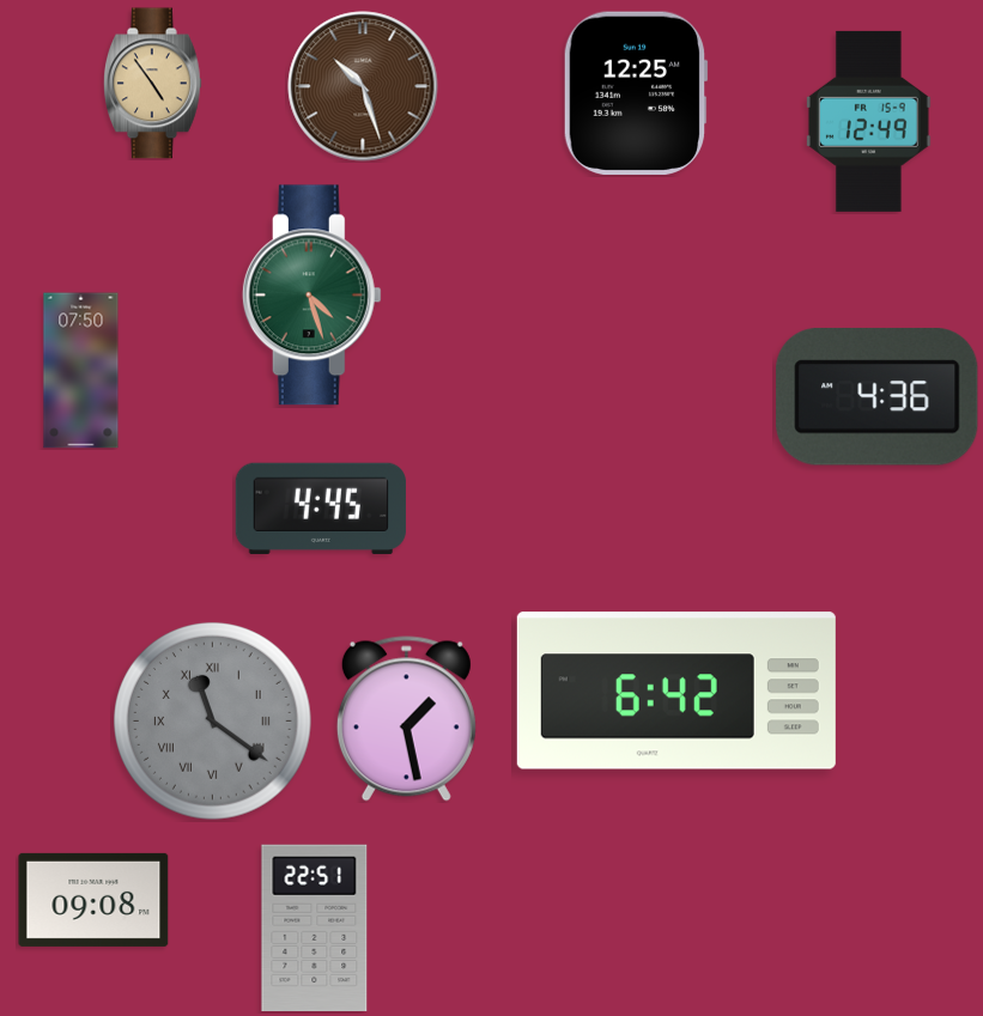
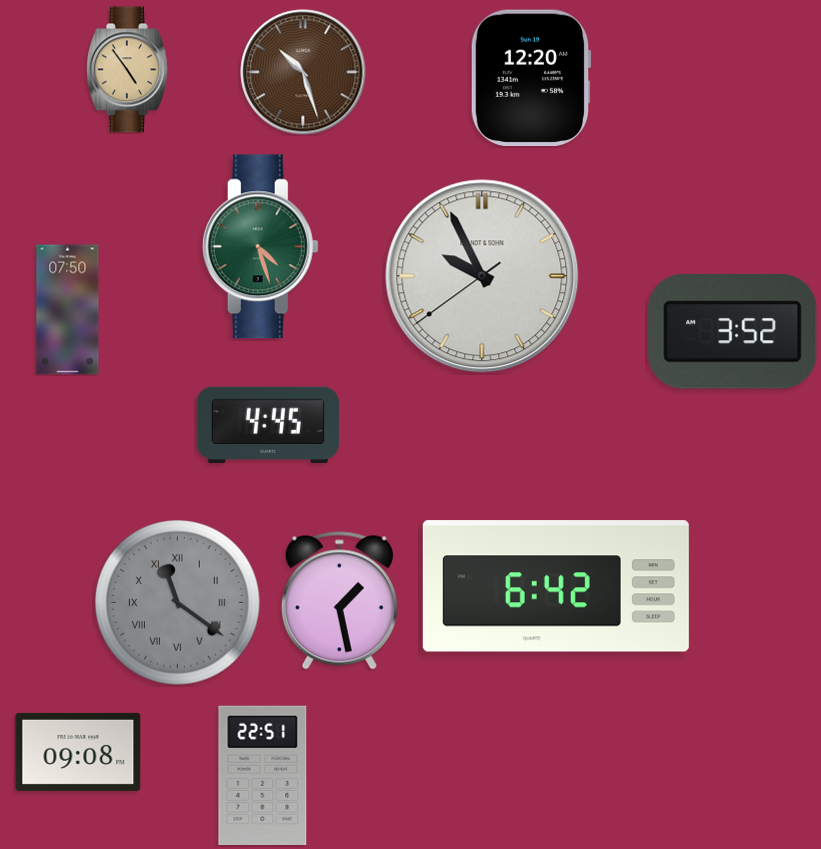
clock at (636, 93): 12:25 -> 12:20
clock at (868, 121): 12:49 -> none
clock at (482, 276): none -> 9:55
clock at (878, 396): 4:36 -> 3:52
clock at (676, 690) position: (676, 690) -> (556, 586)
